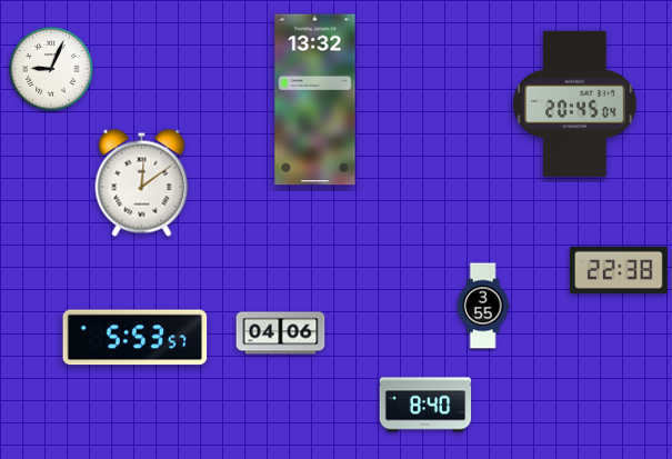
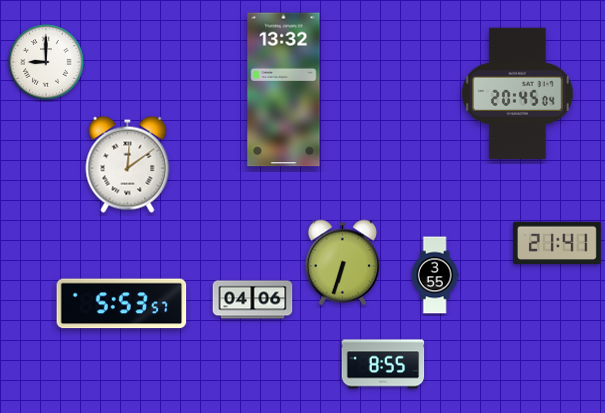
clock at (51, 69): 9:04 -> 9:00
clock at (619, 270): 22:38 -> 21:41
clock at (343, 263): none -> 6:33
clock at (425, 405): 8:40 -> 8:55
